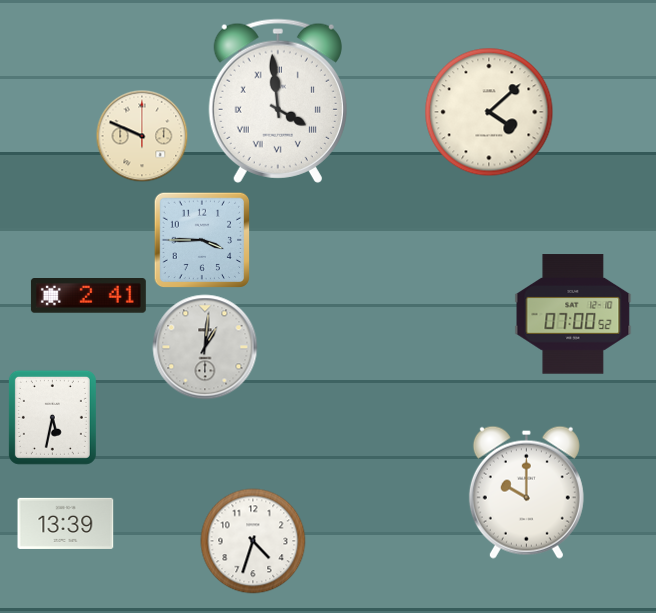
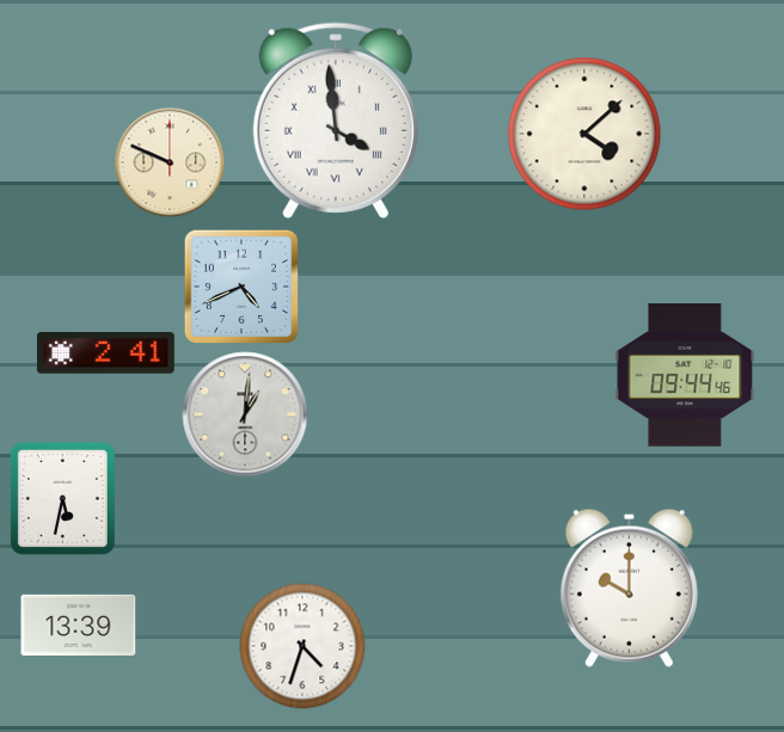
clock at (278, 101) position: (278, 101) -> (336, 121)
clock at (201, 239): 3:45 -> 4:41
clock at (573, 314): 07:00 -> 09:44
